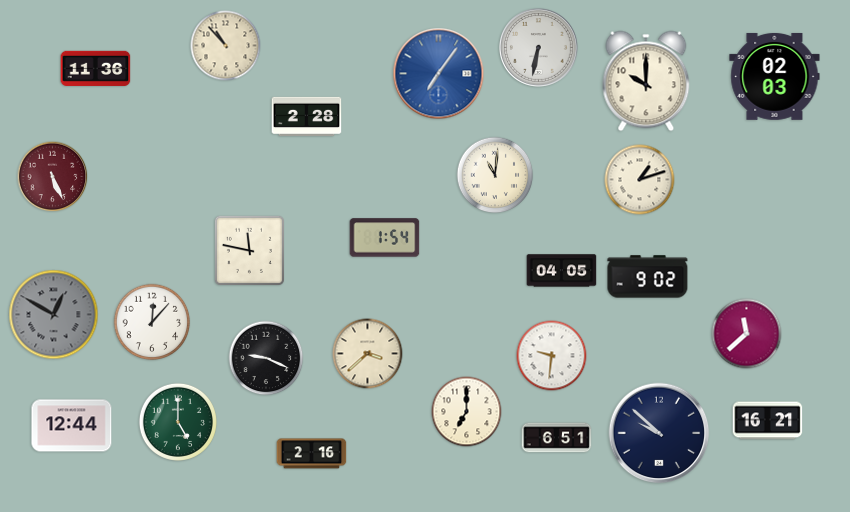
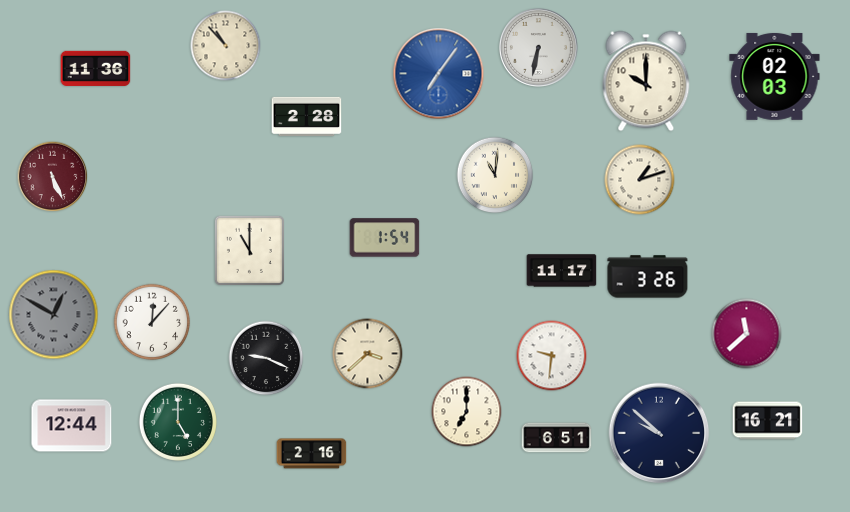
clock at (249, 250): 11:47 -> 11:00
clock at (562, 271): 04:05 -> 11:17
clock at (648, 277): 9:02 -> 3:26
